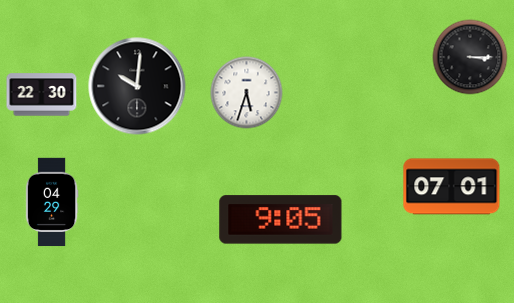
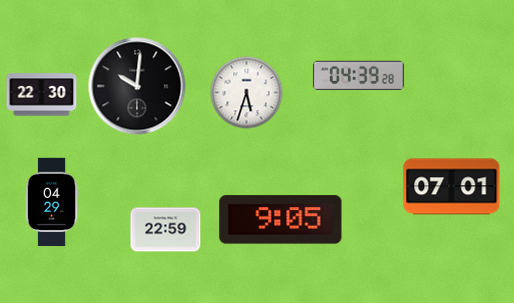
clock at (470, 57): 3:15 -> none
clock at (358, 75): none -> 04:39
clock at (166, 230): none -> 22:59
